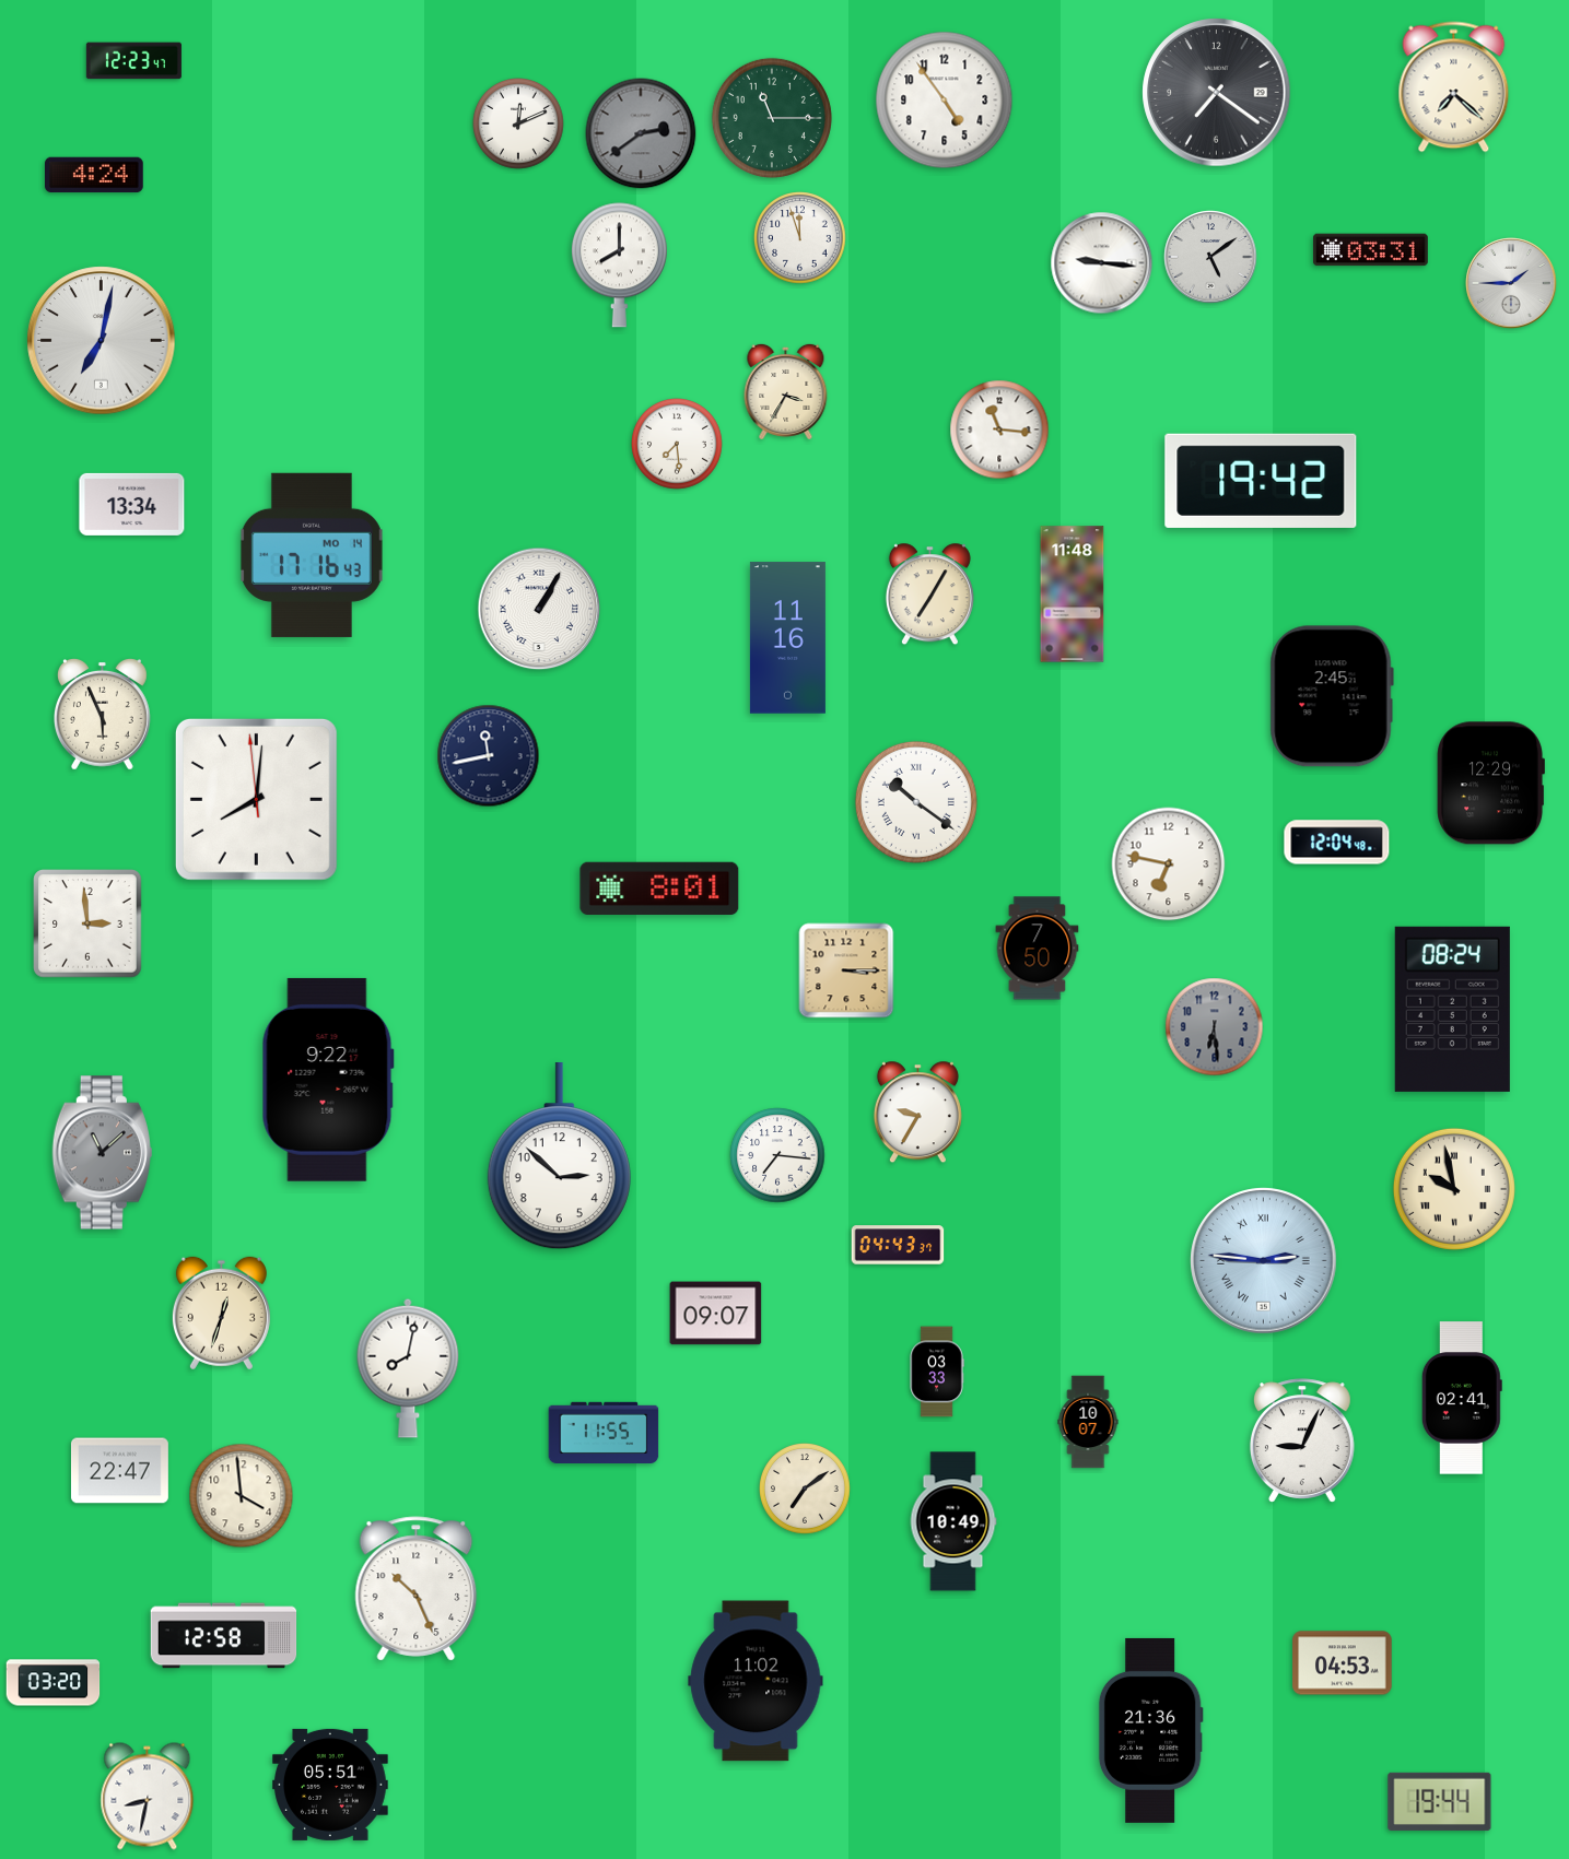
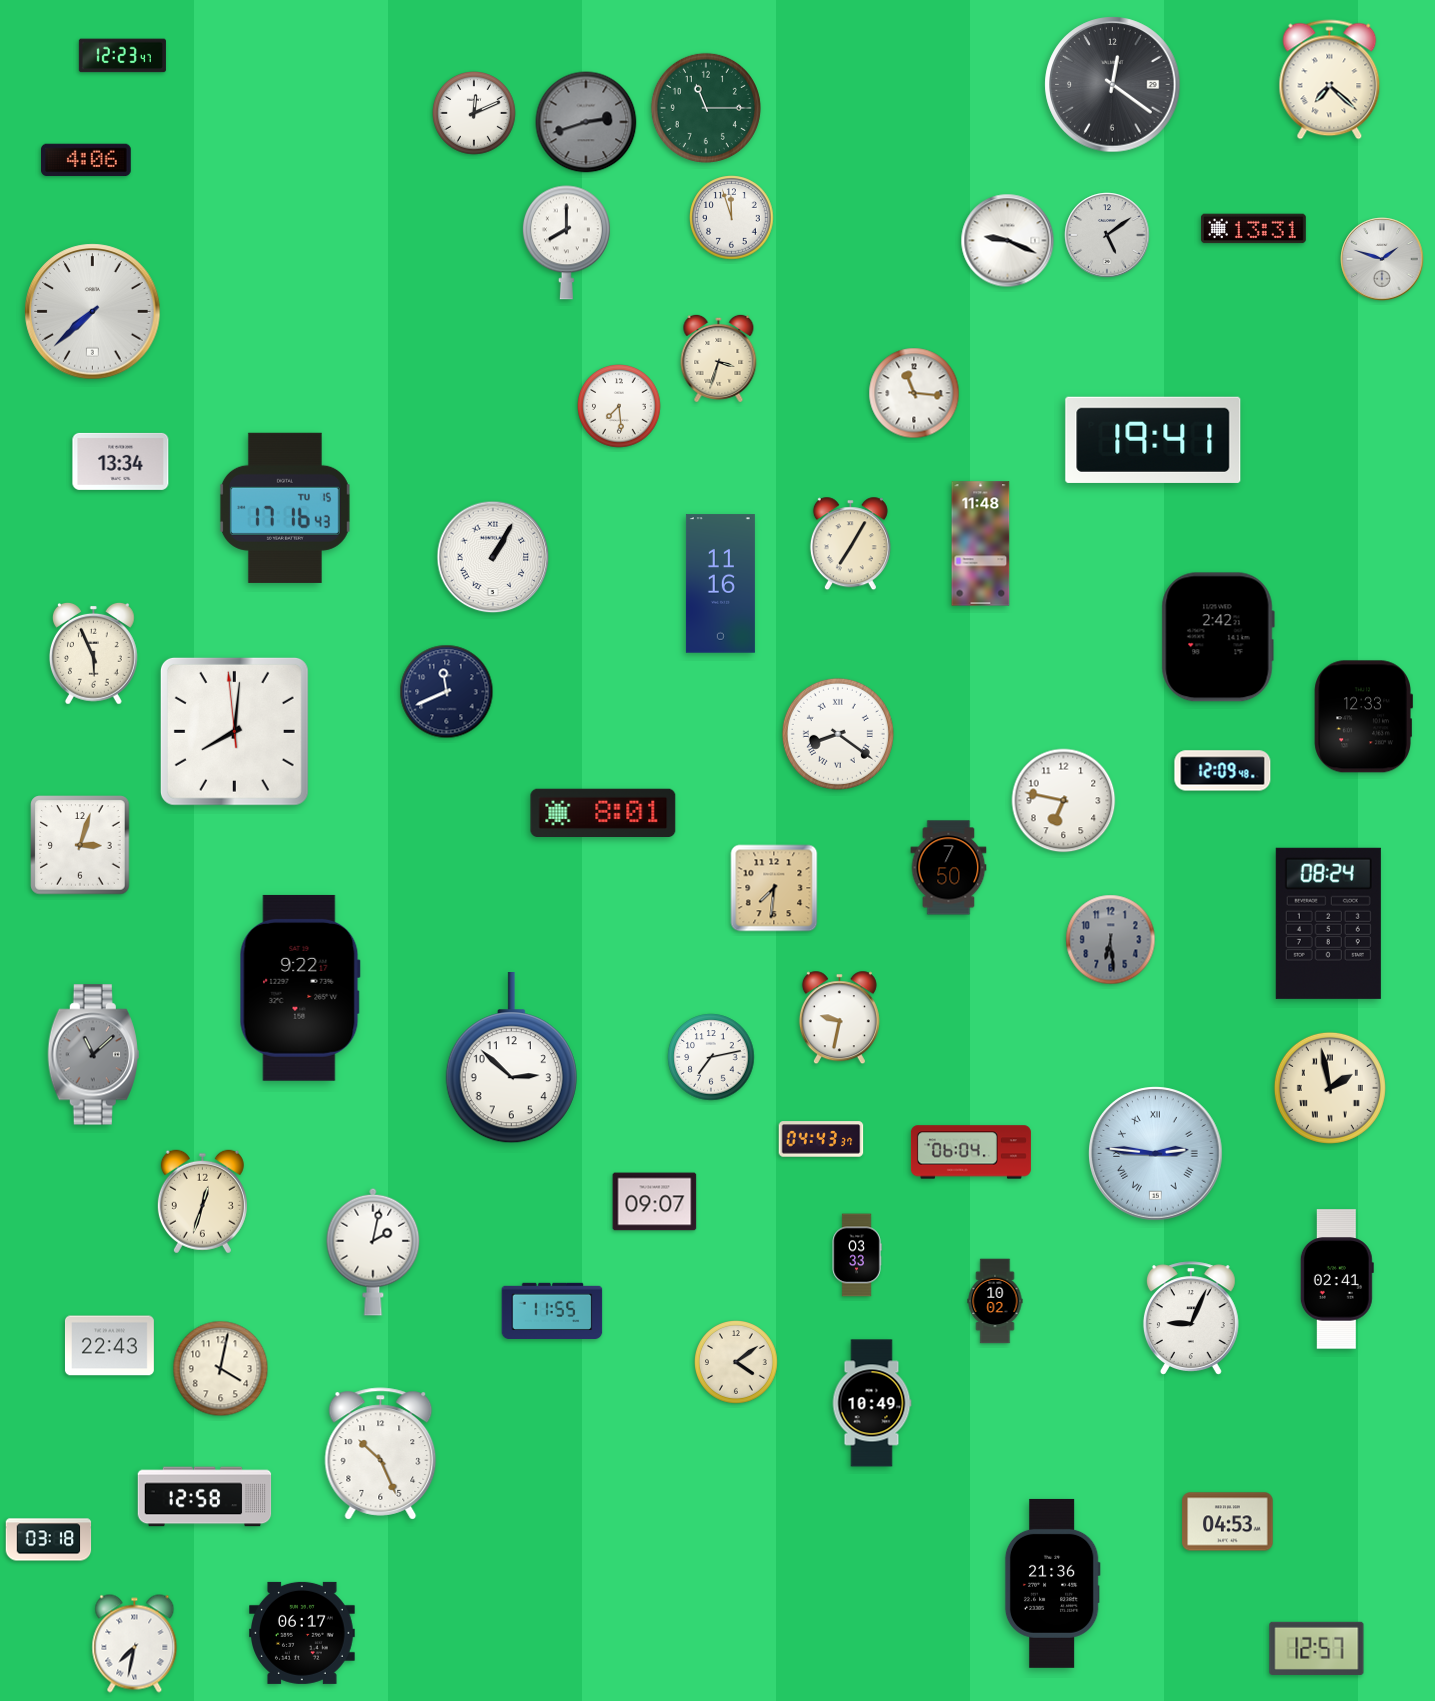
clock at (1217, 93): 7:21 -> 12:21
clock at (945, 101): 4:54 -> none
clock at (641, 133): 2:39 -> 2:42
clock at (95, 175): 4:24 -> 4:06
clock at (1370, 250): 03:31 -> 13:31
clock at (1102, 263): 9:16 -> 9:19
clock at (1511, 283): 1:45 -> 1:48
clock at (102, 341): 7:02 -> 7:38
clock at (786, 391): 3:35 -> 3:33
clock at (1261, 481): 19:42 -> 19:41
clock at (312, 555) date: MO 14 -> TU 15
clock at (1332, 696): 2:45 -> 2:42
clock at (489, 756): 11:43 -> 11:41
clock at (1490, 784): 12:29 -> 12:33
clock at (916, 802): 10:21 -> 8:21
clock at (1337, 843): 12:04 -> 12:09
clock at (1169, 864) position: (1169, 864) -> (1064, 801)
clock at (87, 923): 2:59 -> 3:03
clock at (846, 970): 3:15 -> 7:31
clock at (917, 1113): 9:35 -> 9:32
clock at (777, 1155): 7:16 -> 7:13
clock at (1454, 1189): 9:58 -> 1:58
clock at (971, 1152): none -> 06:04
clock at (408, 1368): 8:02 -> 2:02
clock at (1088, 1422): 10:07 -> 10:02
clock at (119, 1471): 22:47 -> 22:43
clock at (806, 1490): 7:09 -> 4:09
clock at (242, 1496): 3:59 -> 4:02
clock at (953, 1521) position: (953, 1521) -> (872, 1403)
clock at (756, 1681): 11:02 -> none
clock at (54, 1683): 03:20 -> 03:18
clock at (331, 1785): 05:51 -> 06:17
clock at (148, 1797): 8:32 -> 7:32
clock at (1440, 1801): 19:44 -> 12:57
